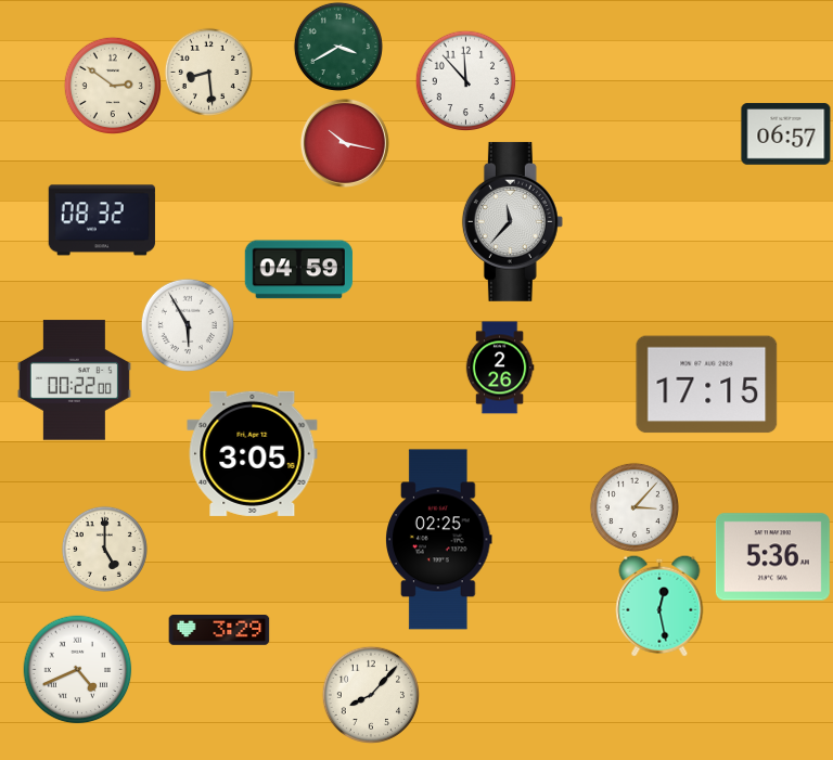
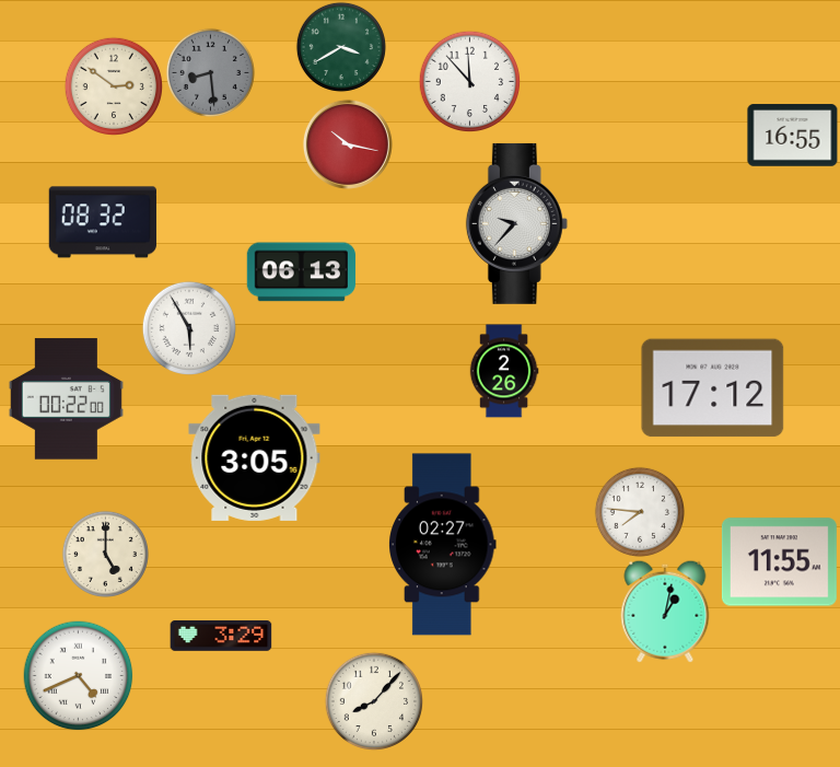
clock at (208, 72) dial: cream -> grey
clock at (786, 134): 06:57 -> 16:55
clock at (512, 221): 11:37 -> 9:37
clock at (298, 270): 04:59 -> 06:13
clock at (74, 381) position: (74, 381) -> (66, 399)
clock at (707, 385): 17:15 -> 17:12
clock at (635, 507): 3:07 -> 7:46
clock at (439, 540): 02:25 -> 02:27
clock at (772, 557): 5:36 -> 11:55
clock at (659, 606): 12:28 -> 1:02
